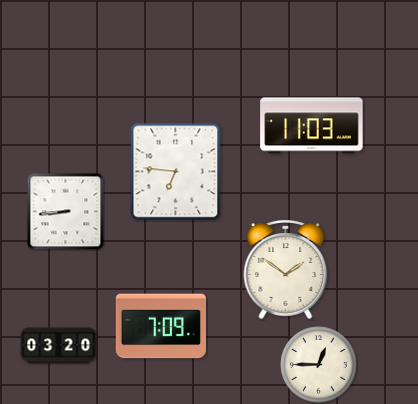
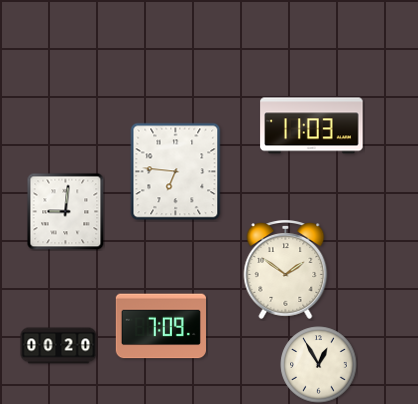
clock at (65, 211): 8:44 -> 9:01
clock at (59, 346): 03:20 -> 00:20
clock at (319, 365): 12:45 -> 12:55
